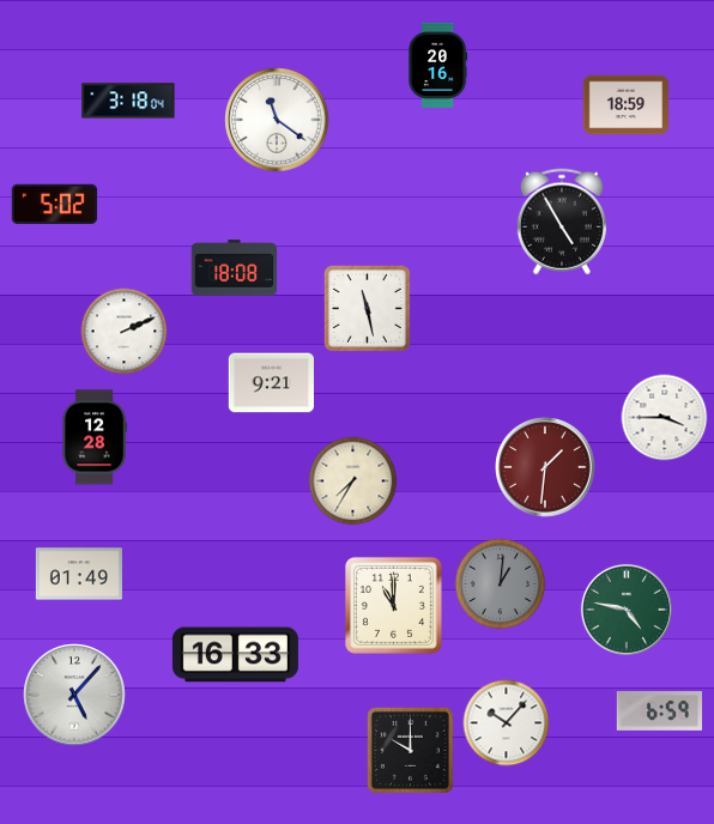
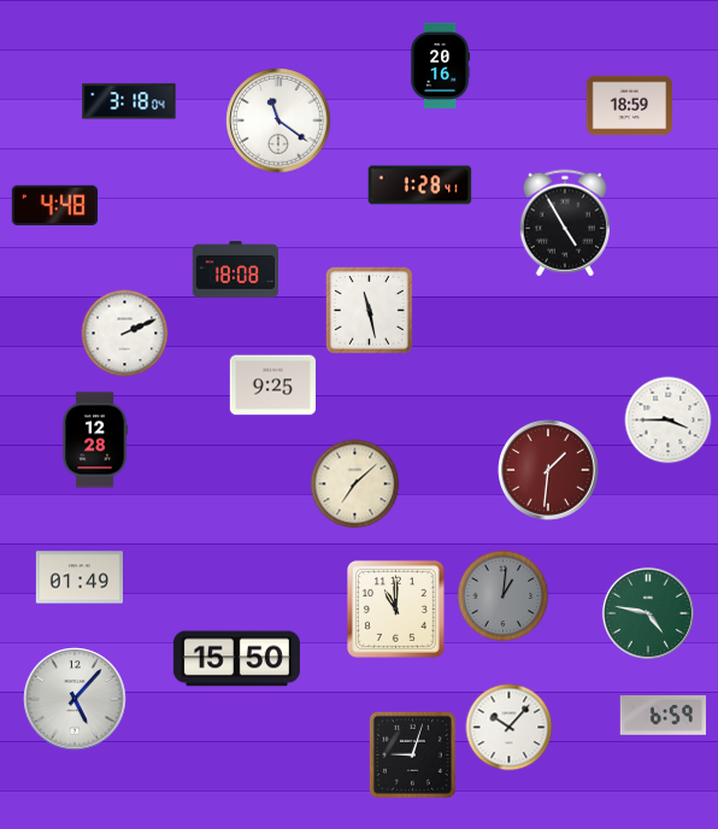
clock at (420, 186): none -> 1:28
clock at (54, 205): 5:02 -> 4:48
clock at (271, 383): 9:21 -> 9:25
clock at (353, 481): 7:35 -> 7:08
clock at (501, 584) position: (501, 584) -> (504, 596)
clock at (627, 610) position: (627, 610) -> (648, 613)
clock at (235, 655): 16:33 -> 15:50
clock at (410, 750): 10:00 -> 9:03
